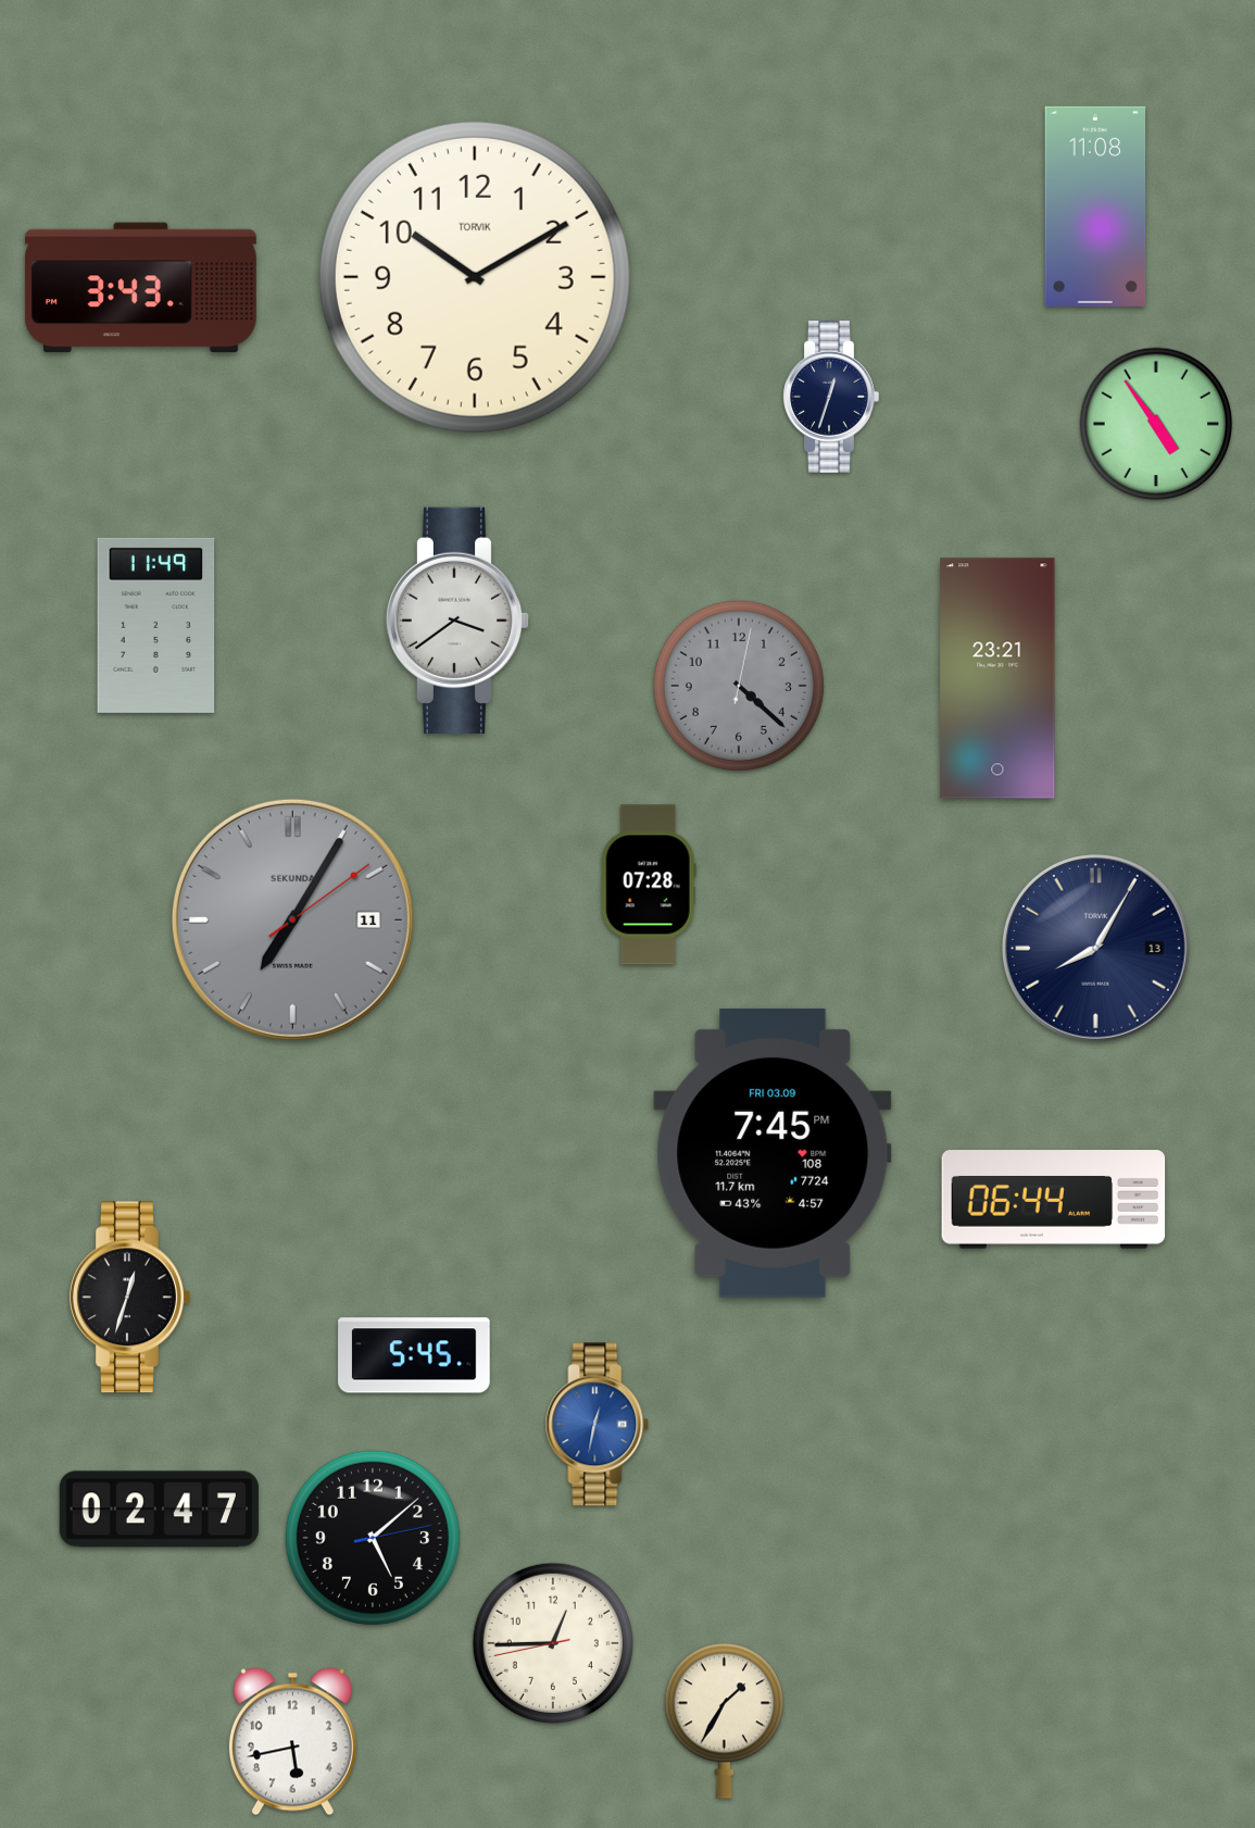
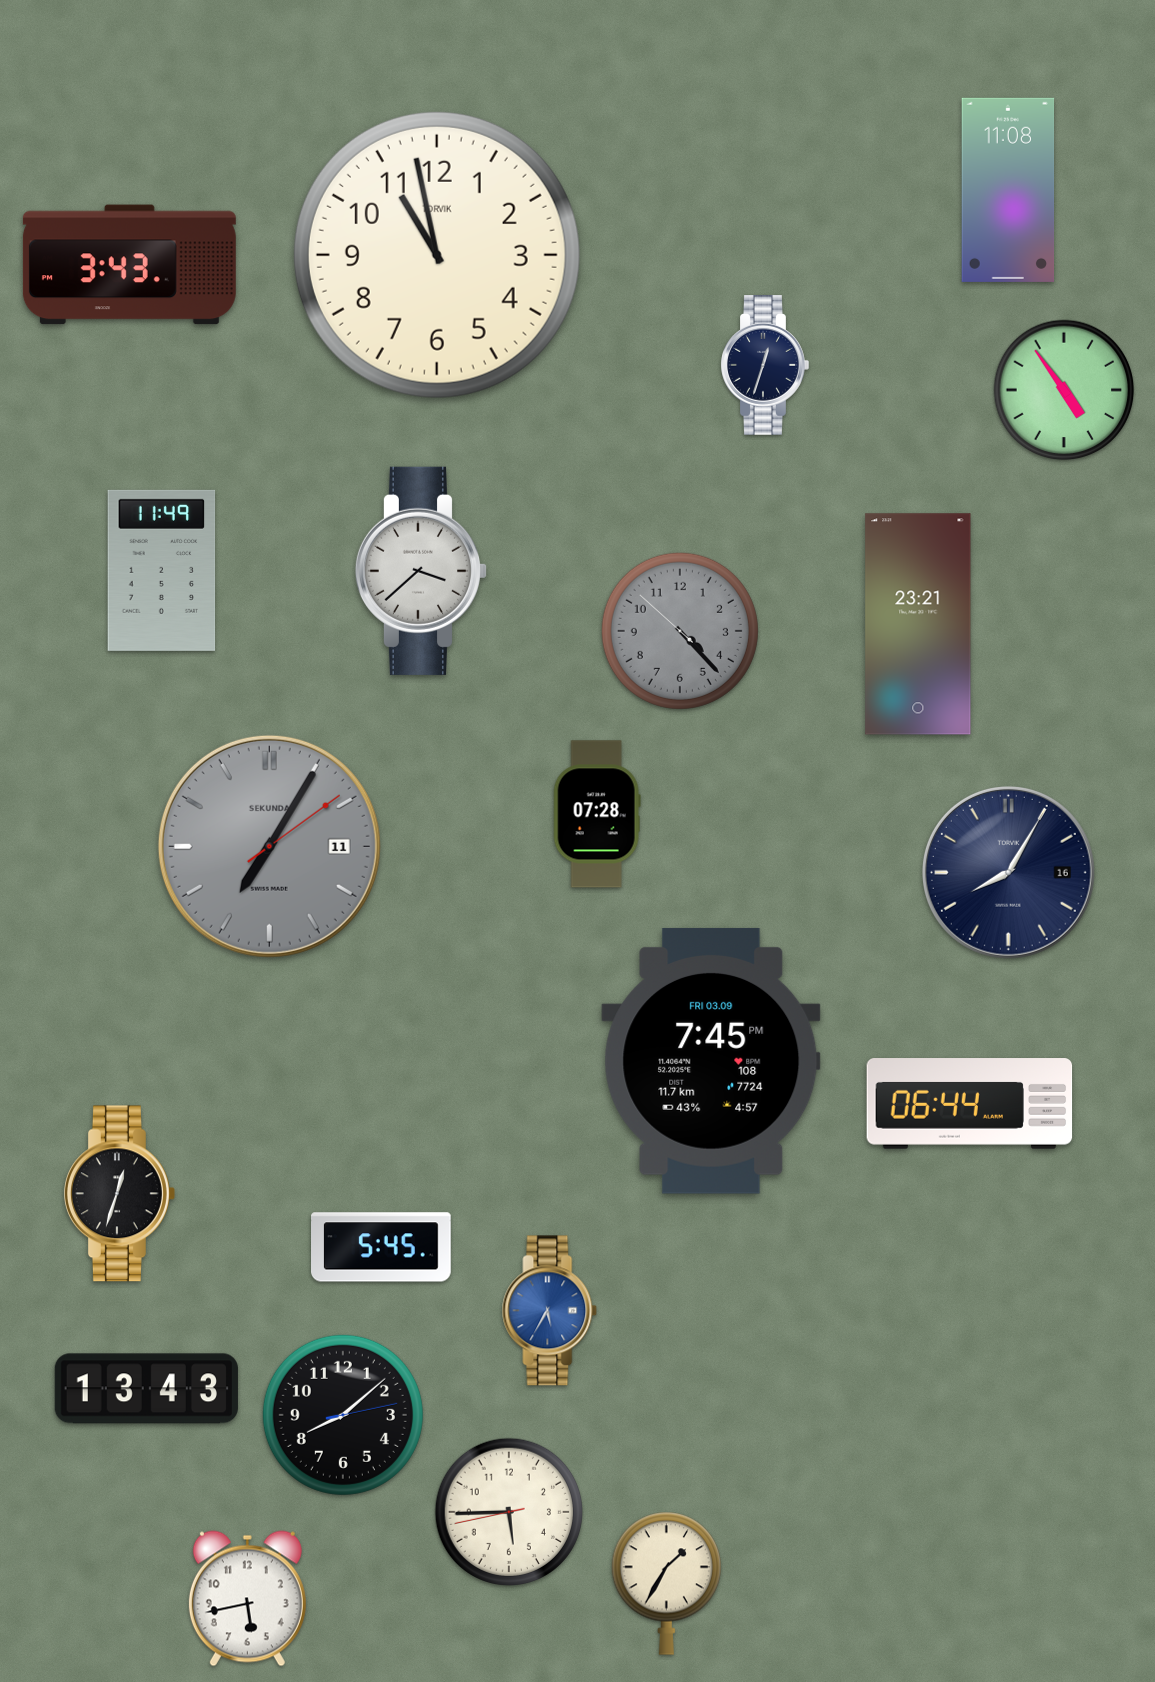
clock at (475, 277): 10:10 -> 10:58
clock at (457, 621): 3:39 -> 3:38
clock at (156, 625) position: (156, 625) -> (162, 570)
clock at (739, 686): 4:22:02 -> 4:22:52
clock at (1095, 948) date: 13 -> 16
clock at (598, 1425): 12:32 -> 5:35
clock at (159, 1510): 02:47 -> 13:43
clock at (373, 1538): 5:08 -> 8:08
clock at (553, 1643): 12:44 -> 5:44
clock at (292, 1742) position: (292, 1742) -> (247, 1599)
